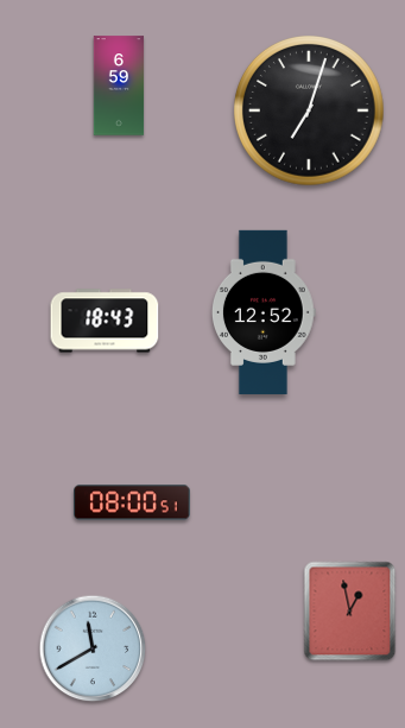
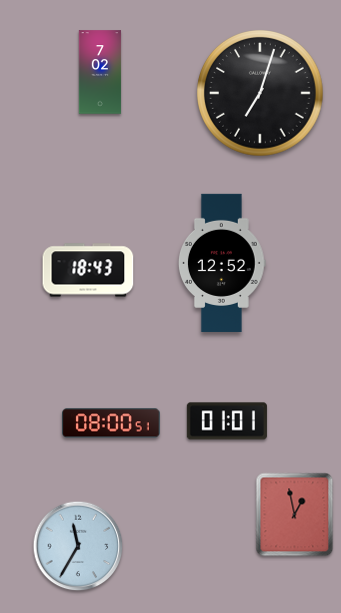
clock at (119, 86): 6:59 -> 7:02
clock at (227, 421): none -> 01:01
clock at (93, 648): 11:40 -> 11:35
